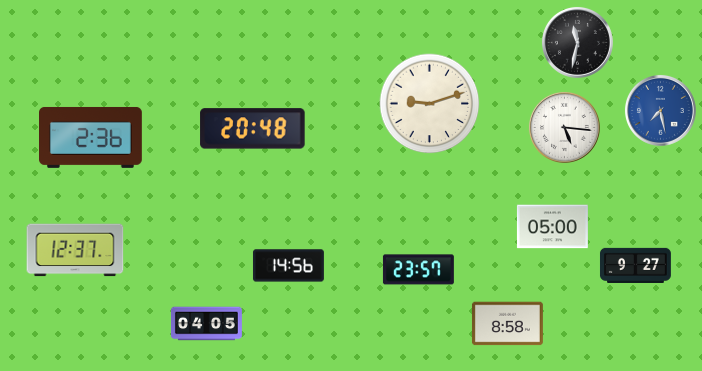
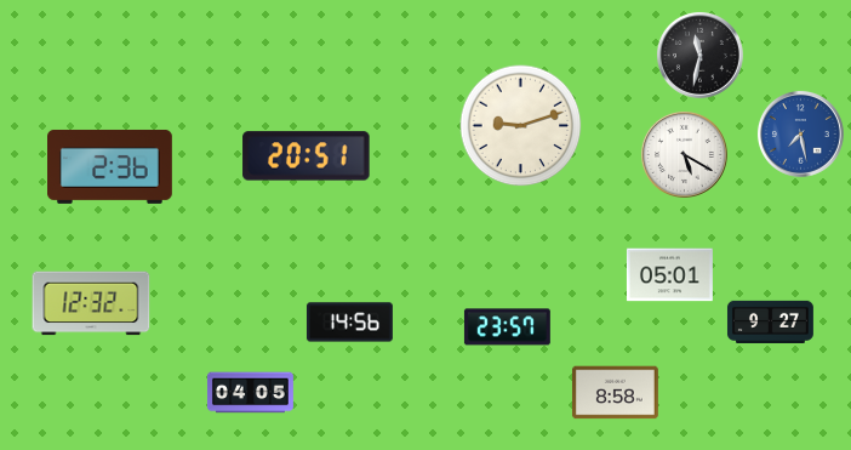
clock at (577, 42) position: (577, 42) -> (699, 55)
clock at (564, 127): 5:16 -> 5:20
clock at (253, 129): 20:48 -> 20:51
clock at (552, 227): 05:00 -> 05:01
clock at (75, 250): 12:37 -> 12:32
